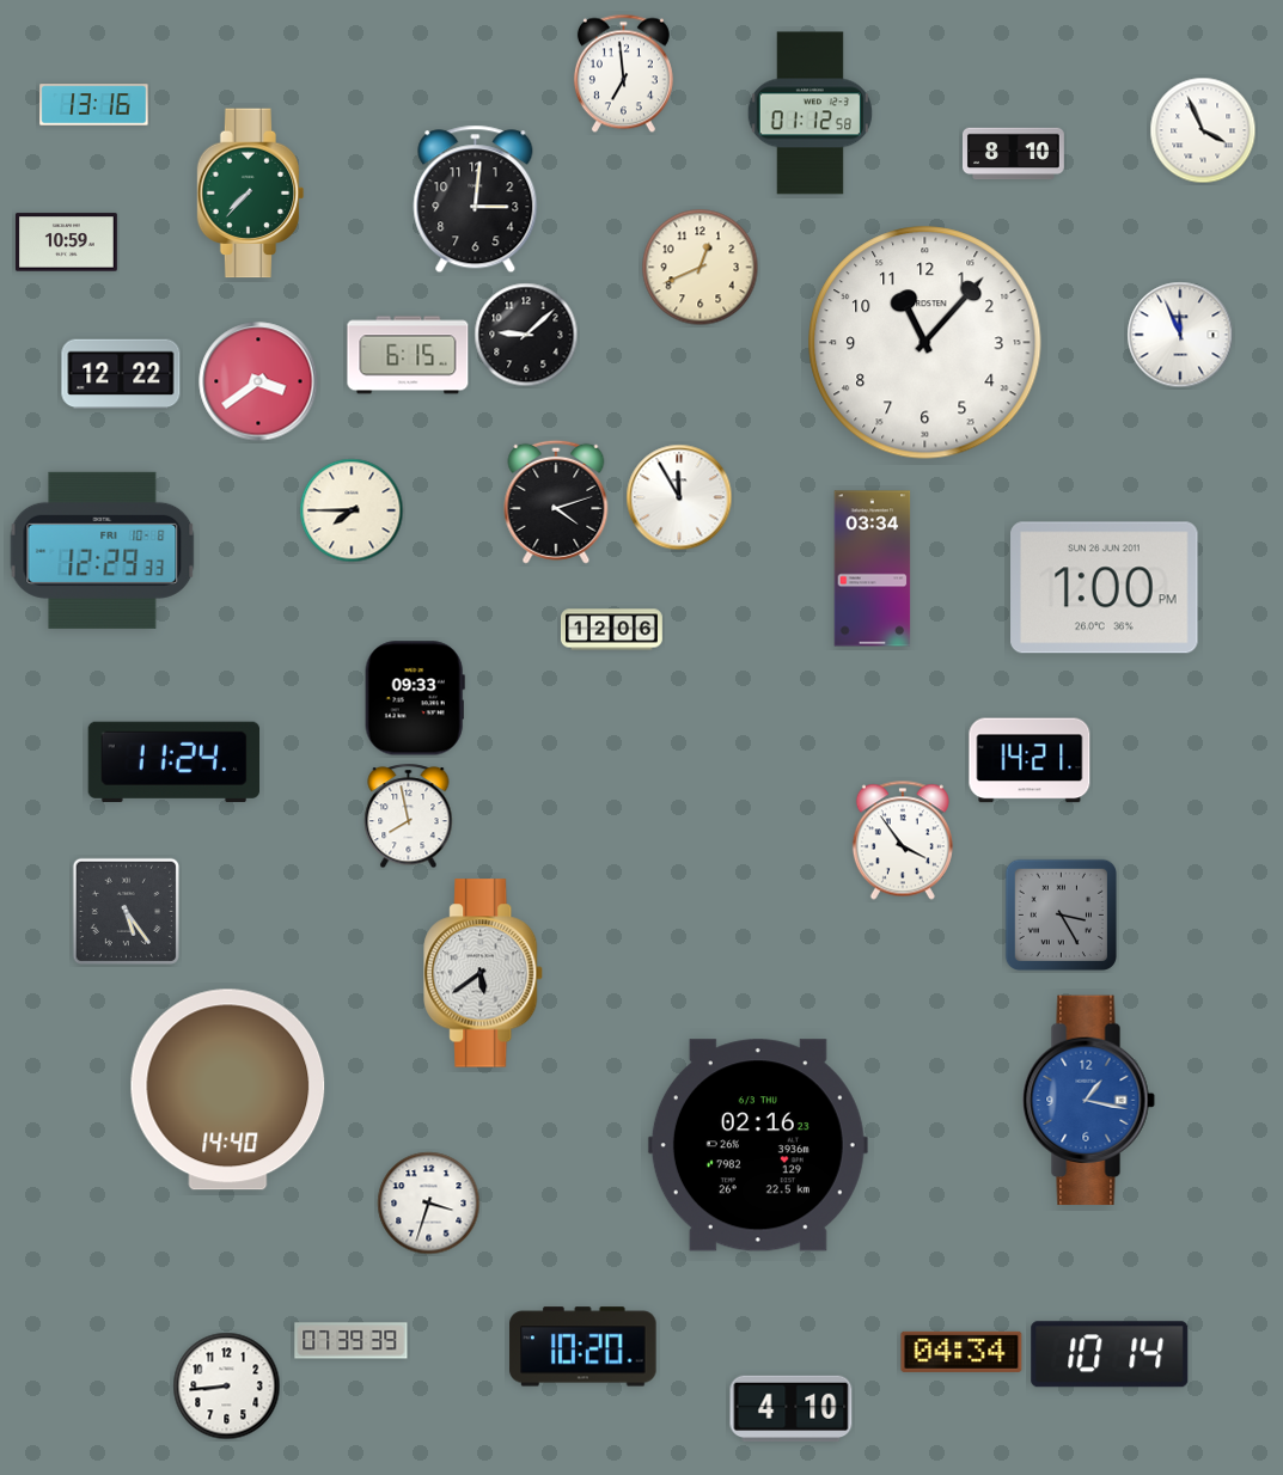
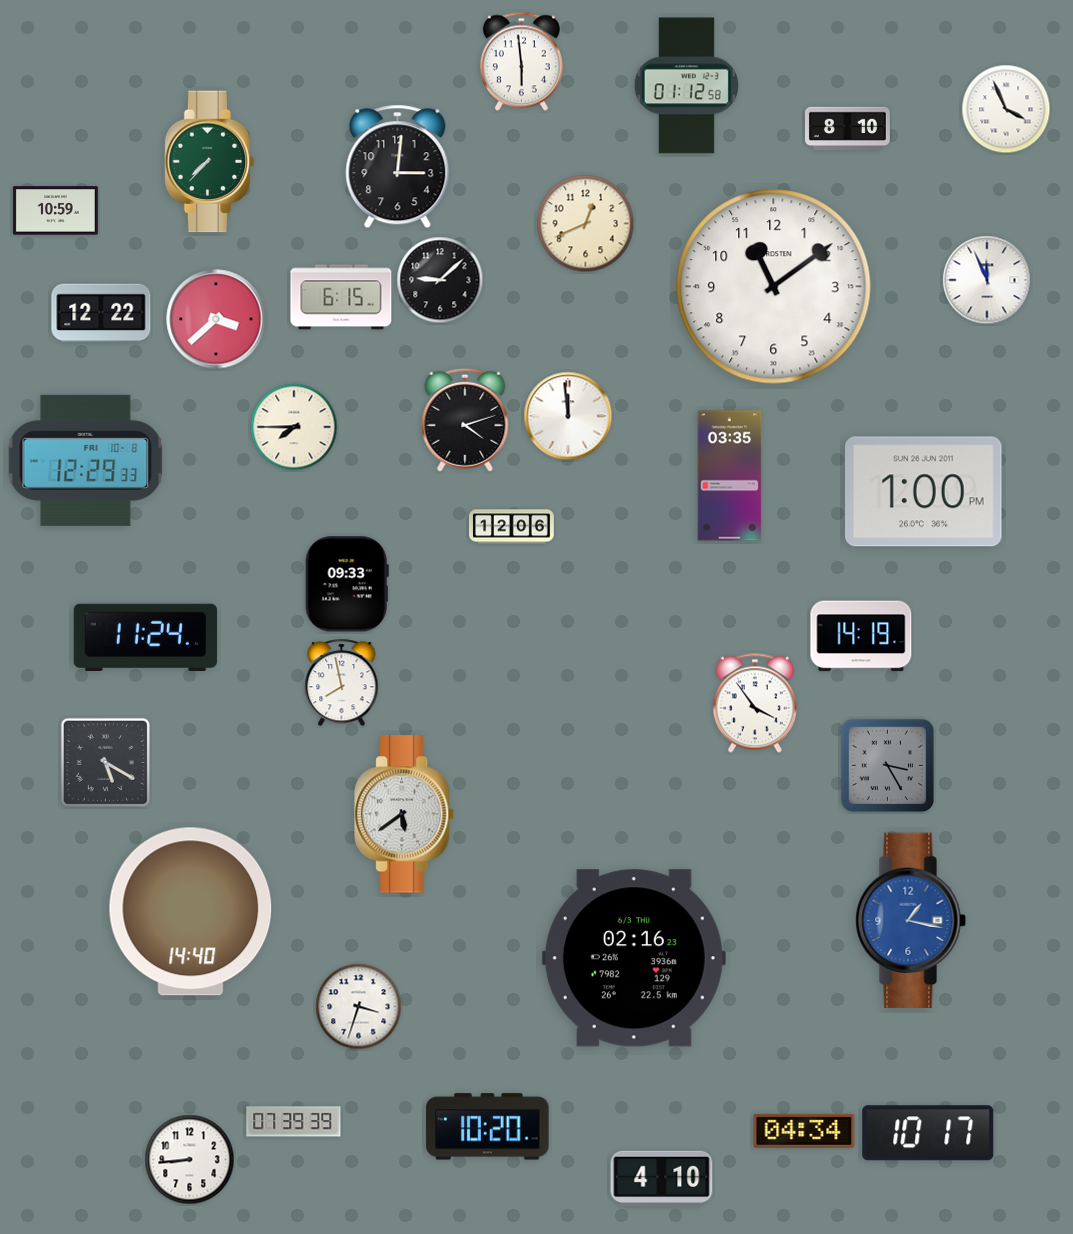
clock at (623, 74): 6:59 -> 5:59
clock at (94, 105): 13:16 -> none
clock at (809, 114) position: (809, 114) -> (686, 86)
clock at (66, 243) position: (66, 243) -> (55, 211)
clock at (925, 343): 11:07 -> 11:09
clock at (258, 381): 3:39 -> 3:38
clock at (679, 497): 11:55 -> 11:59
clock at (873, 569): 03:34 -> 03:35
clock at (1030, 760): 14:21 -> 14:19
clock at (126, 911): 5:24 -> 5:20
clock at (1110, 1354): 10:14 -> 10:17
